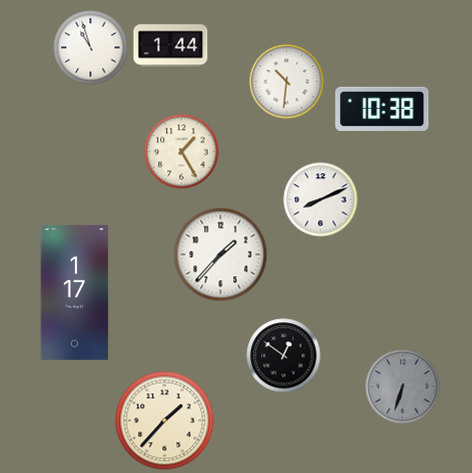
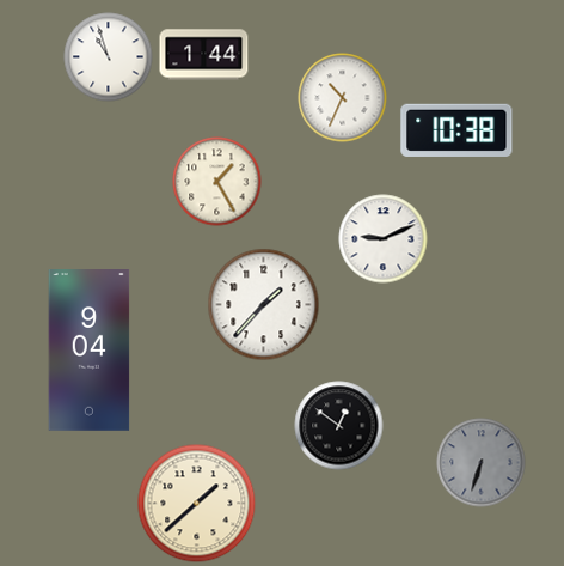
clock at (287, 82): 10:31 -> 10:34
clock at (321, 200): 8:11 -> 9:11
clock at (75, 293): 1:17 -> 9:04
clock at (165, 421): 1:37 -> 1:38
